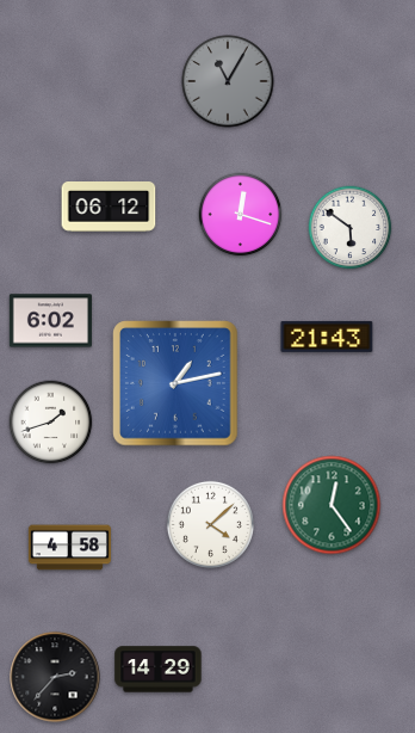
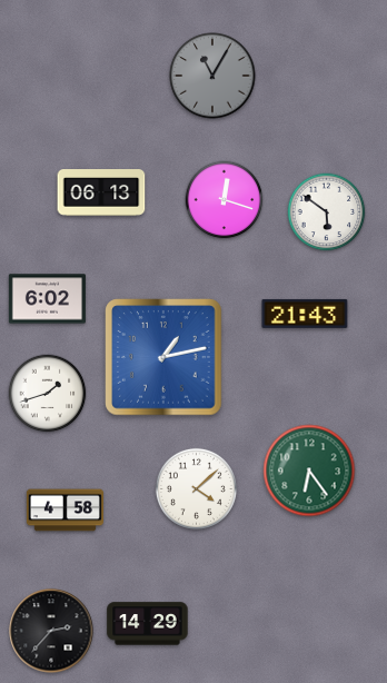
clock at (109, 208): 06:12 -> 06:13
clock at (332, 505): 12:24 -> 6:24
